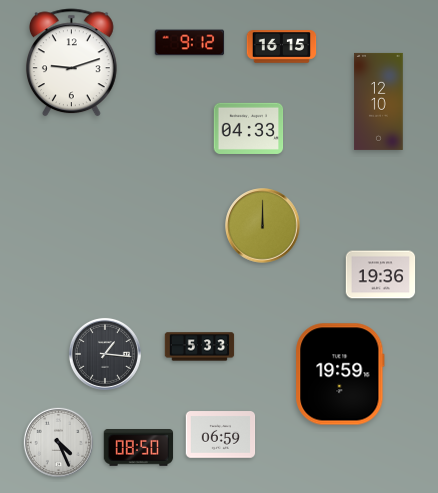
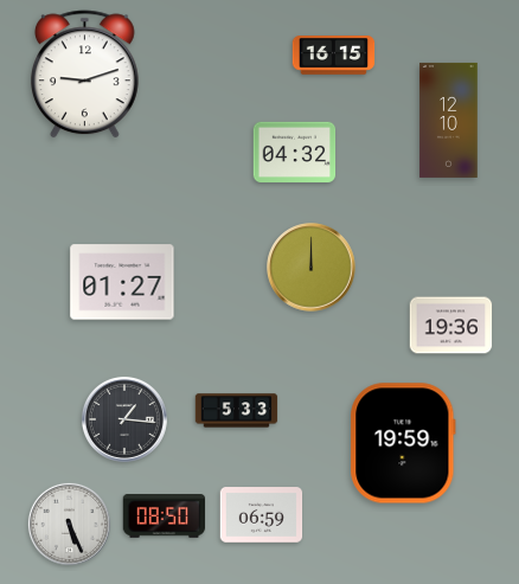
clock at (190, 43): 9:12 -> none
clock at (249, 128): 04:33 -> 04:32
clock at (122, 282): none -> 01:27
clock at (58, 442): 4:26 -> 5:26
clock at (139, 448) position: (139, 448) -> (165, 516)
